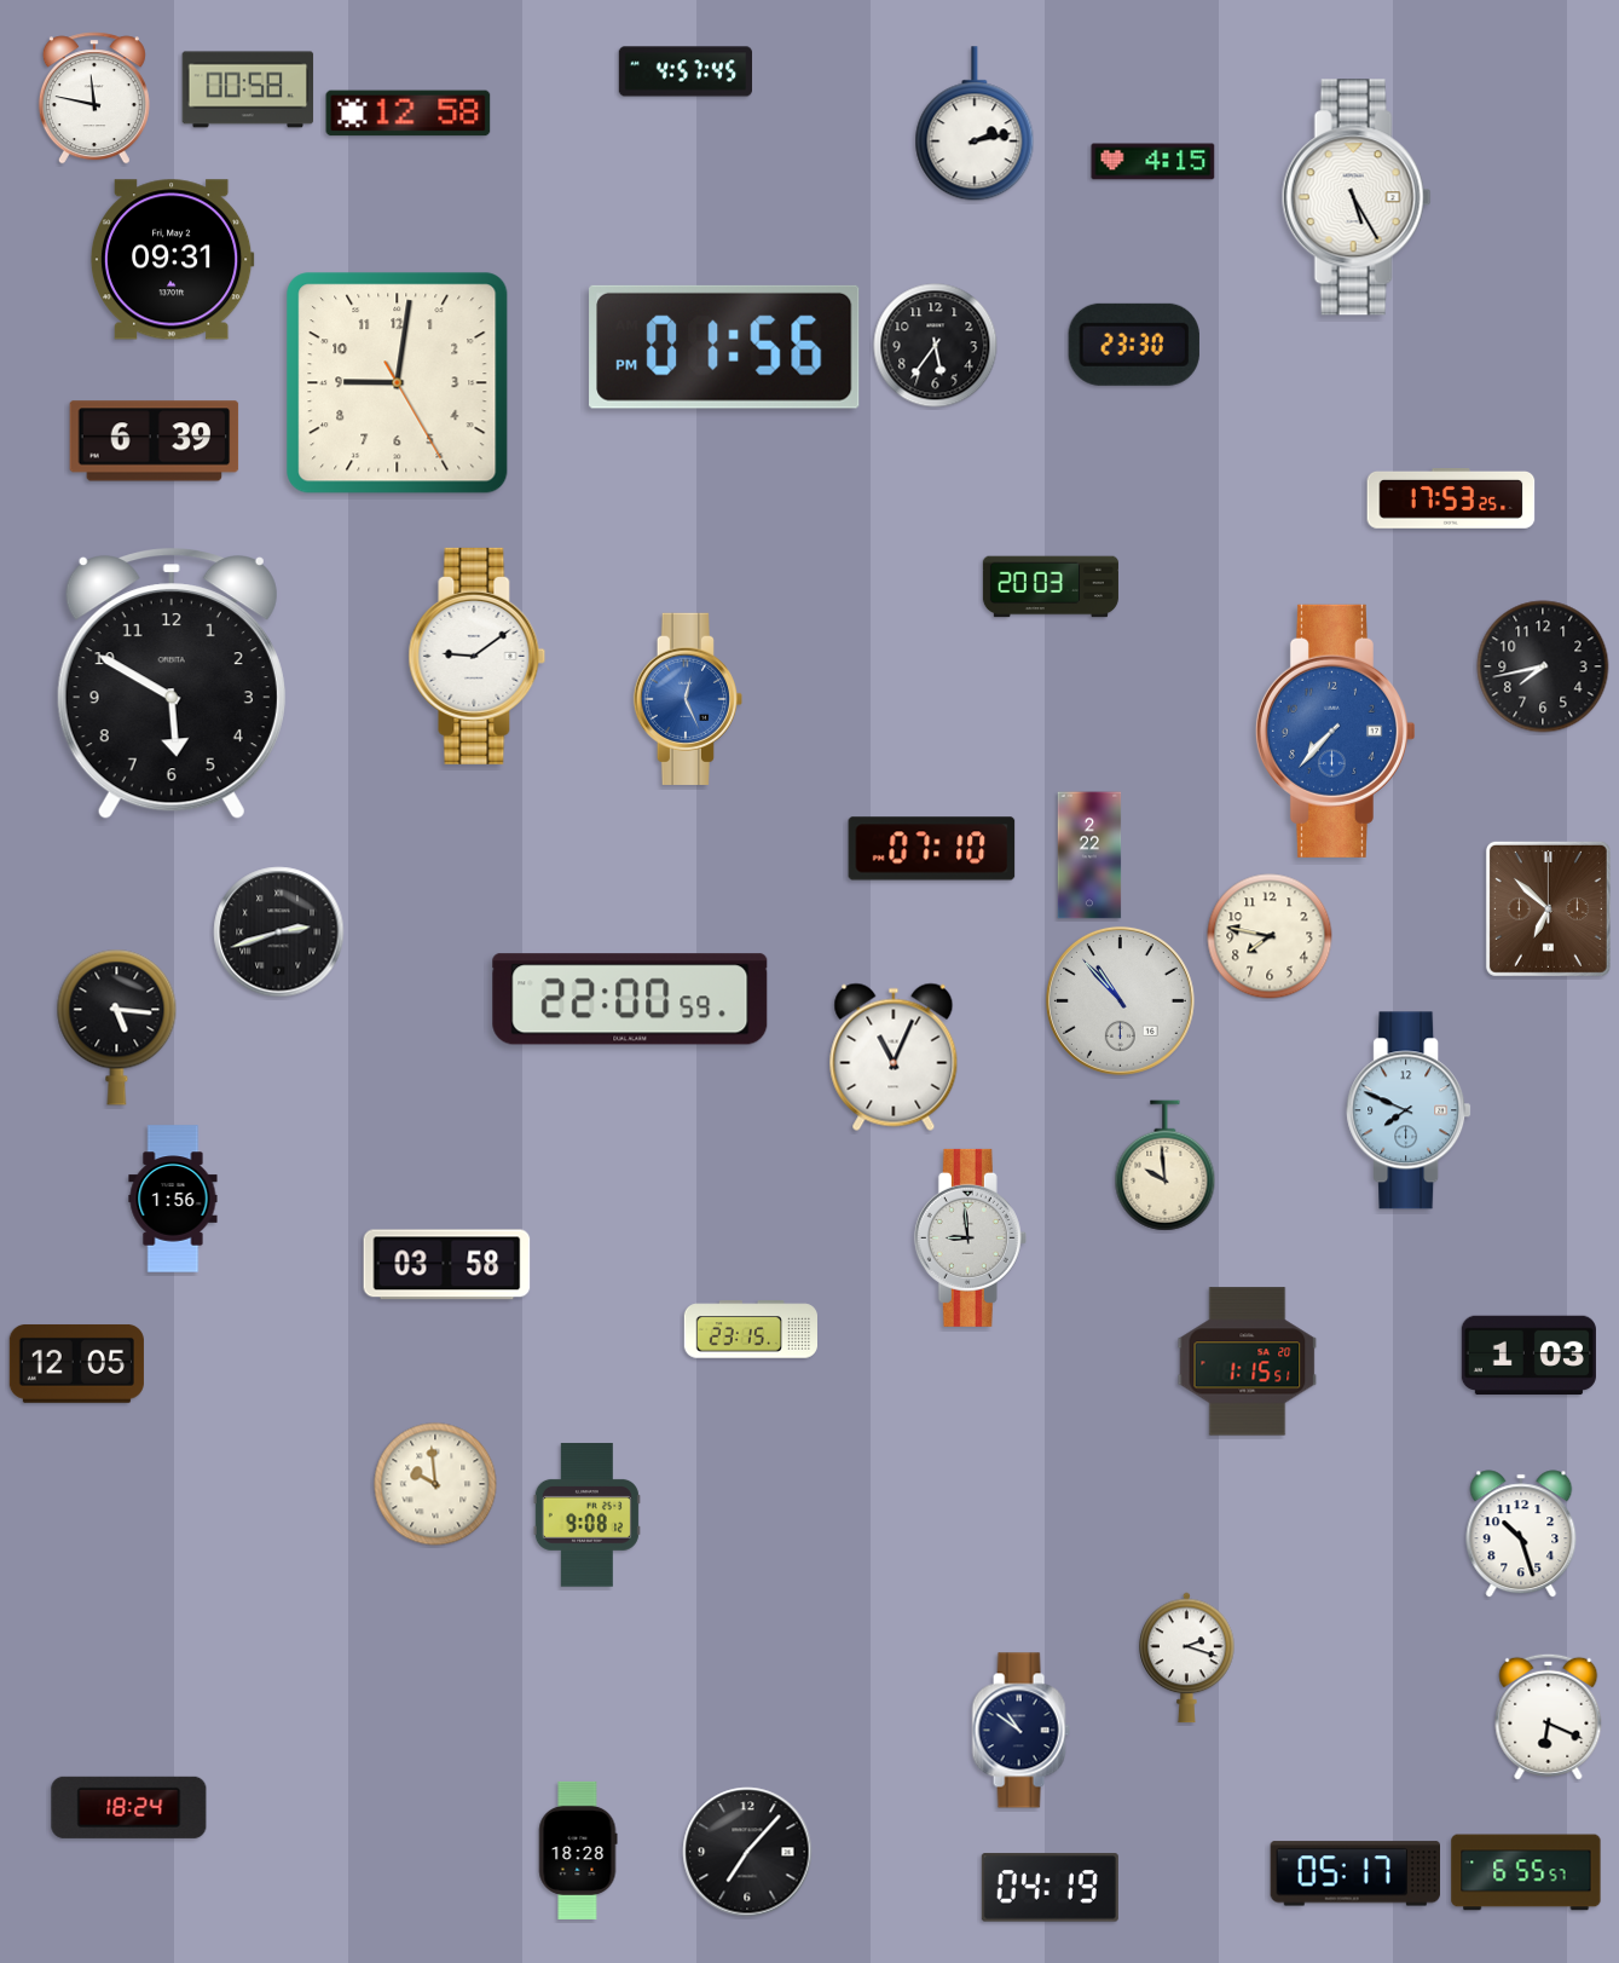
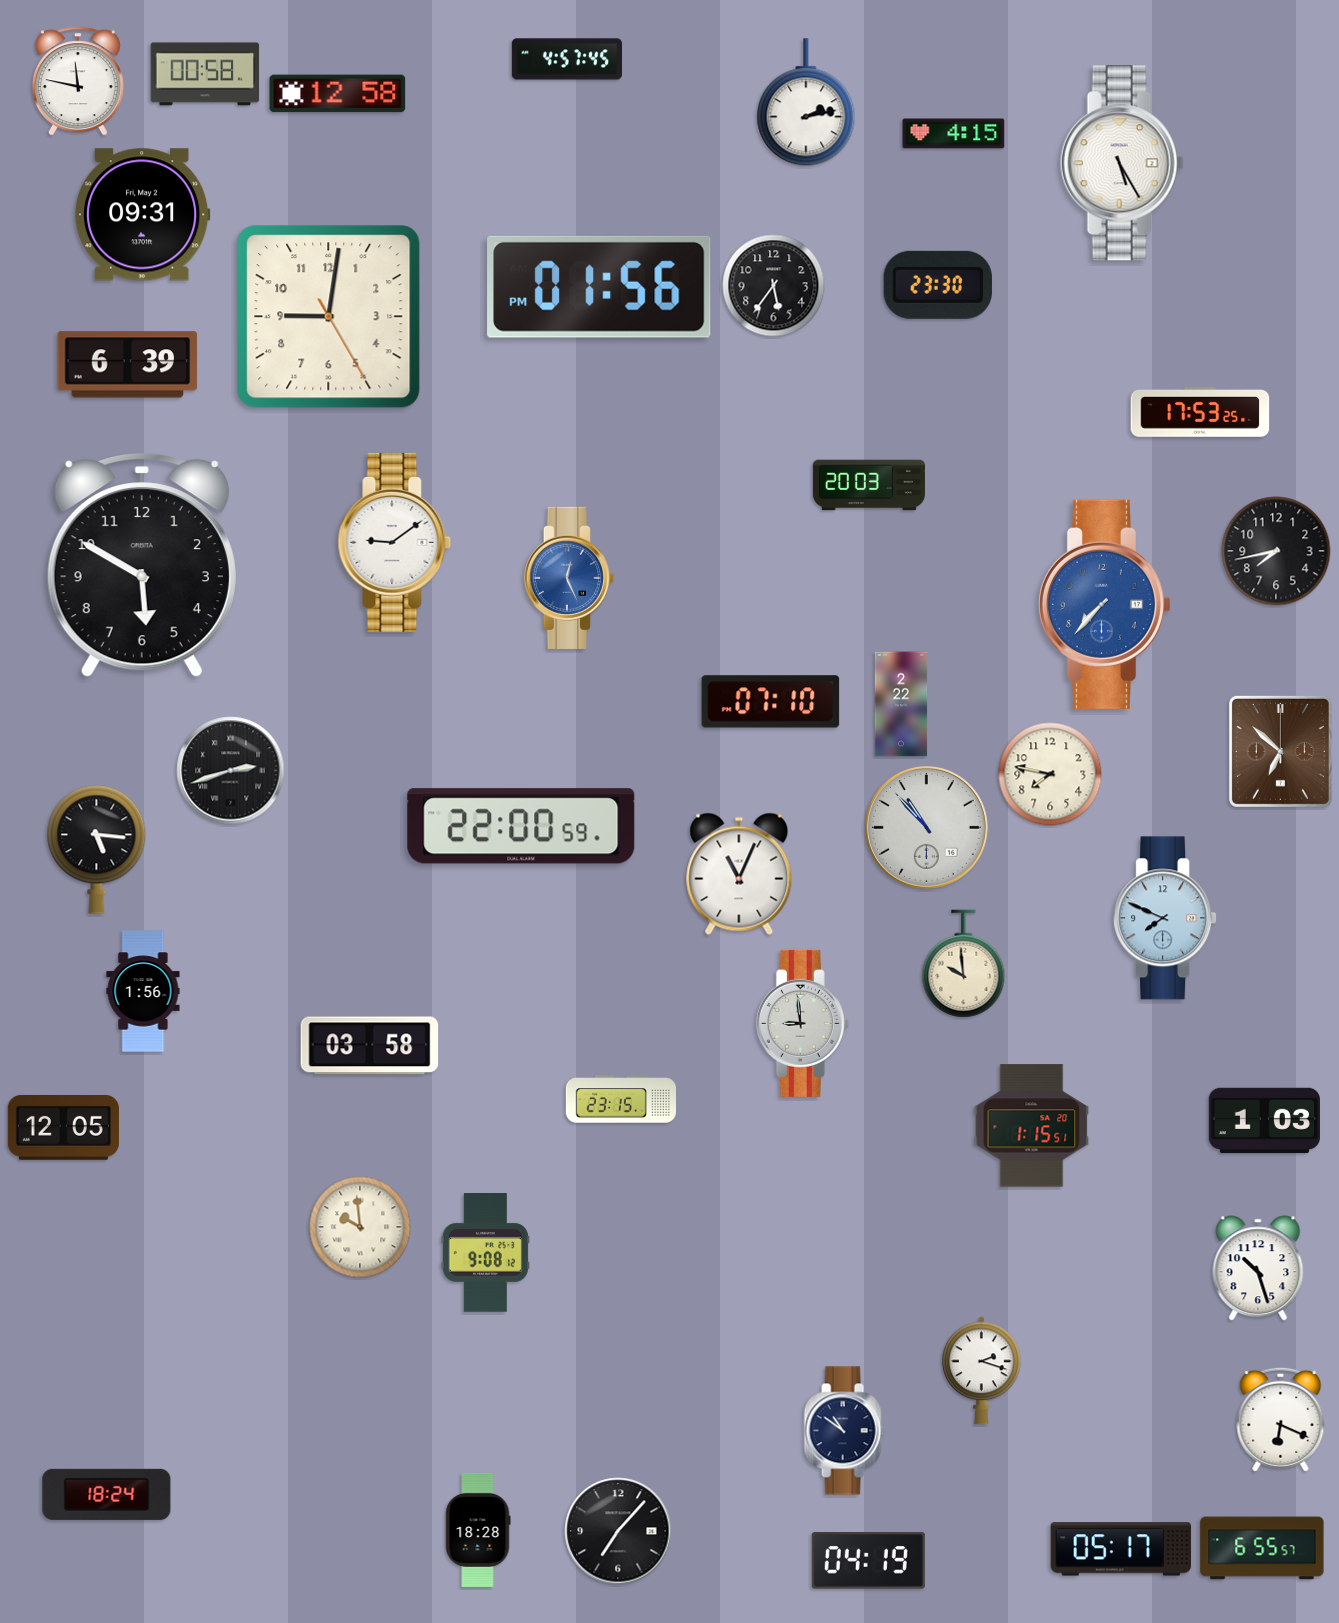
clock at (1089, 855) position: (1089, 855) -> (901, 704)
